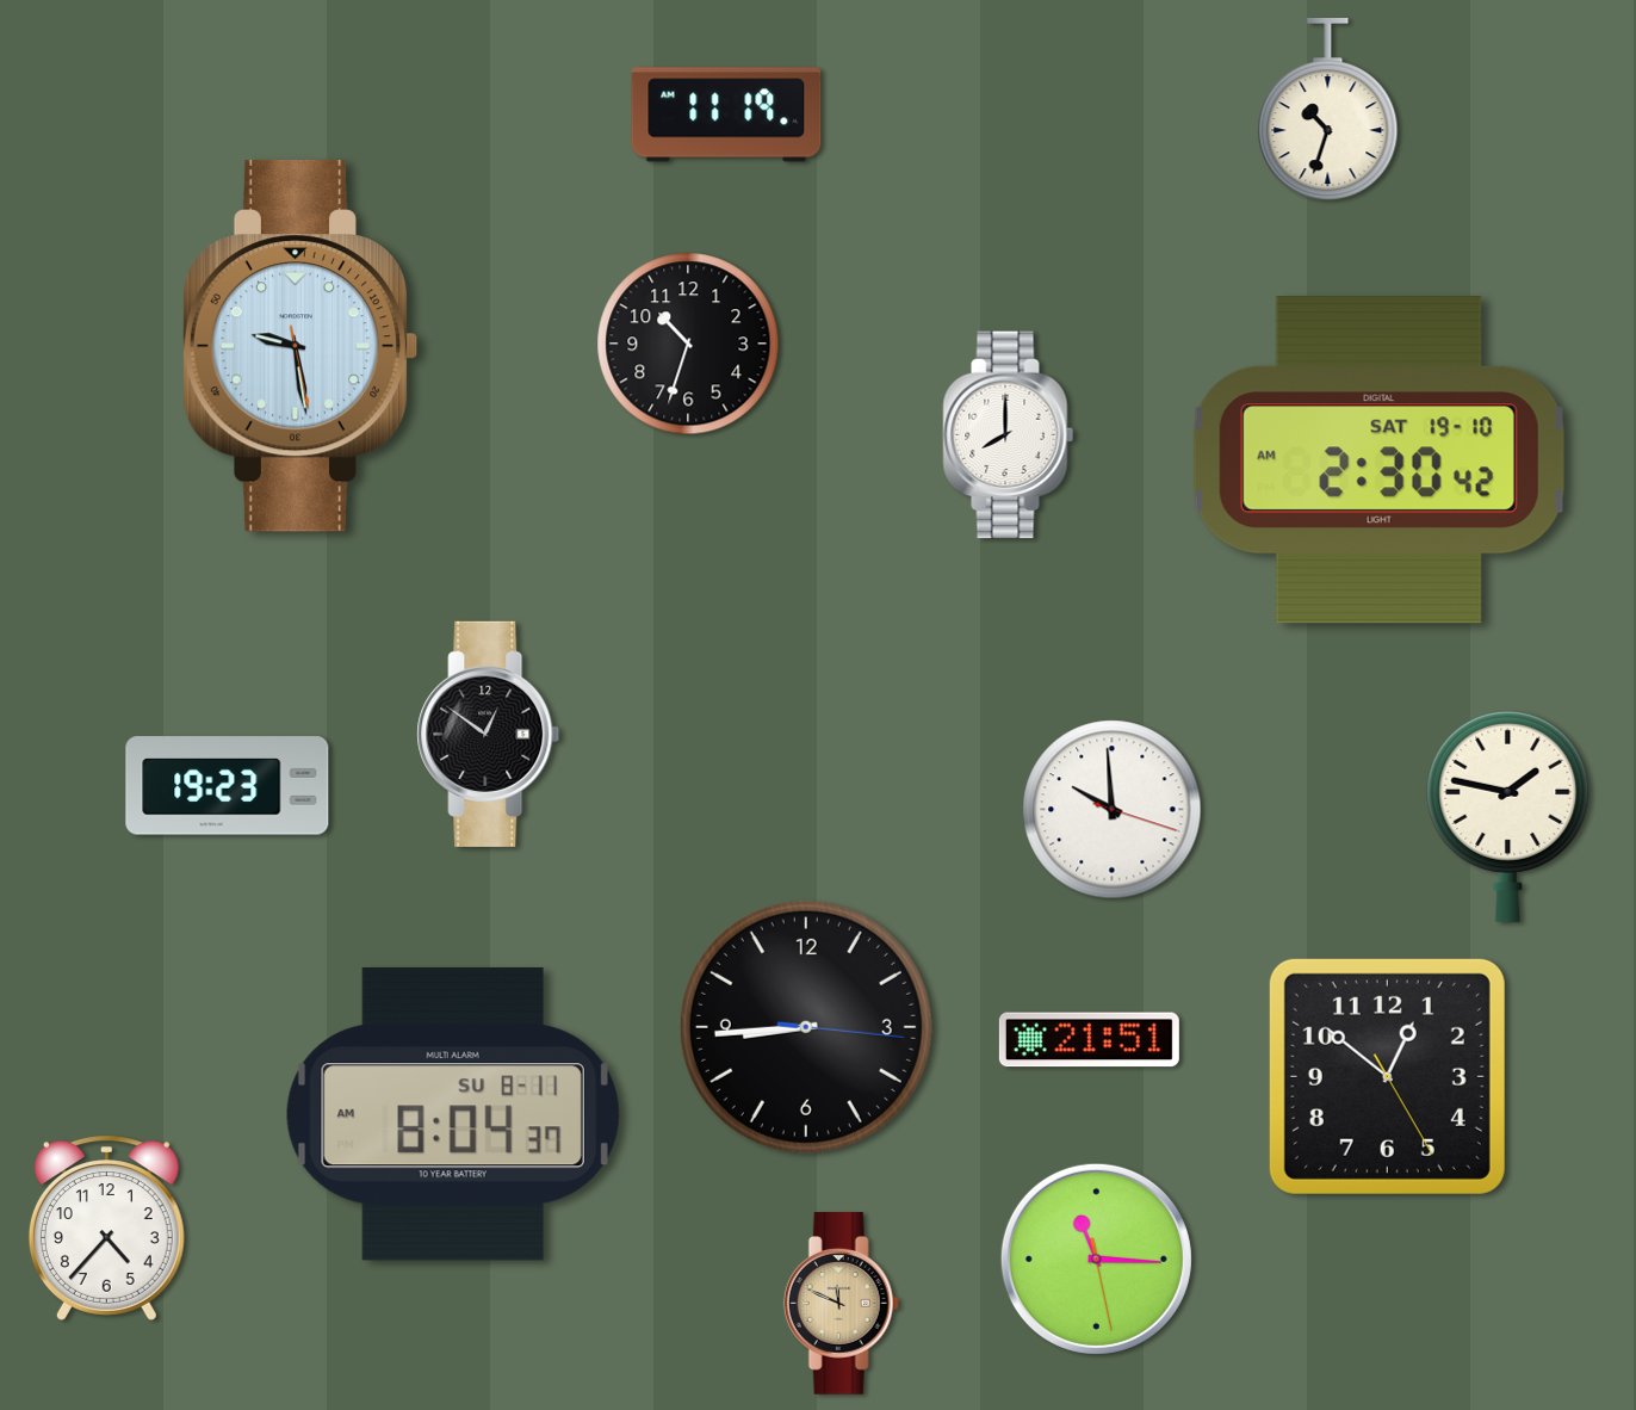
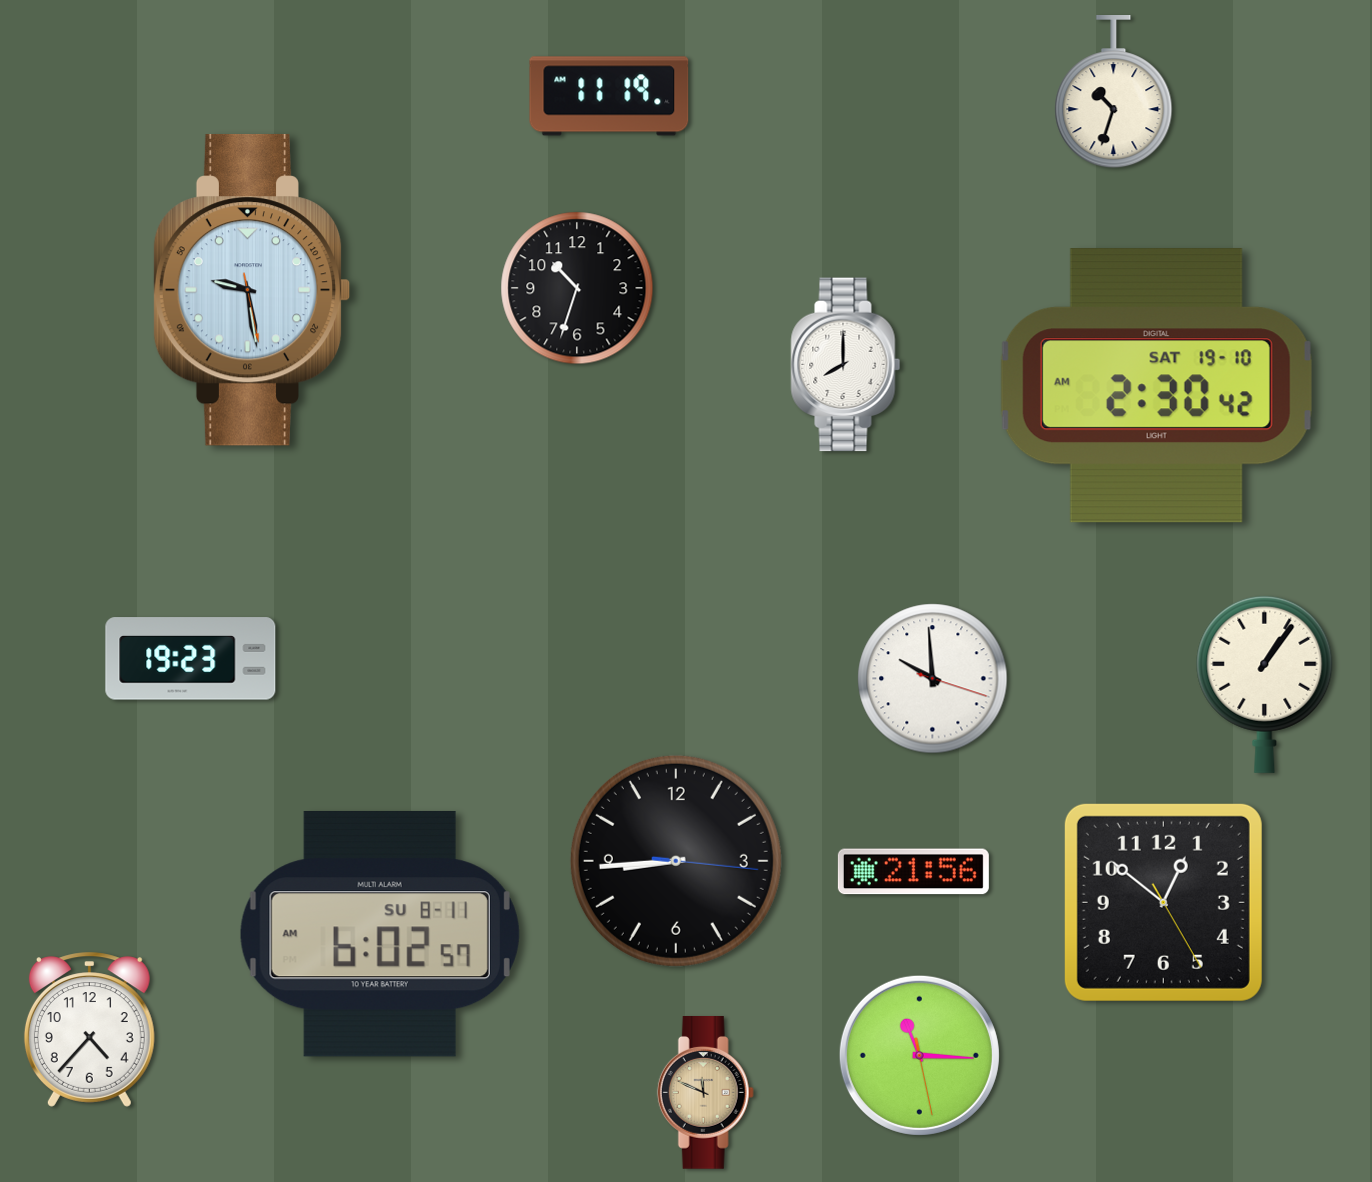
clock at (489, 734): 12:51 -> none
clock at (1508, 816): 1:47 -> 1:06
clock at (1089, 1040): 21:51 -> 21:56
clock at (453, 1114): 8:04 -> 6:02
